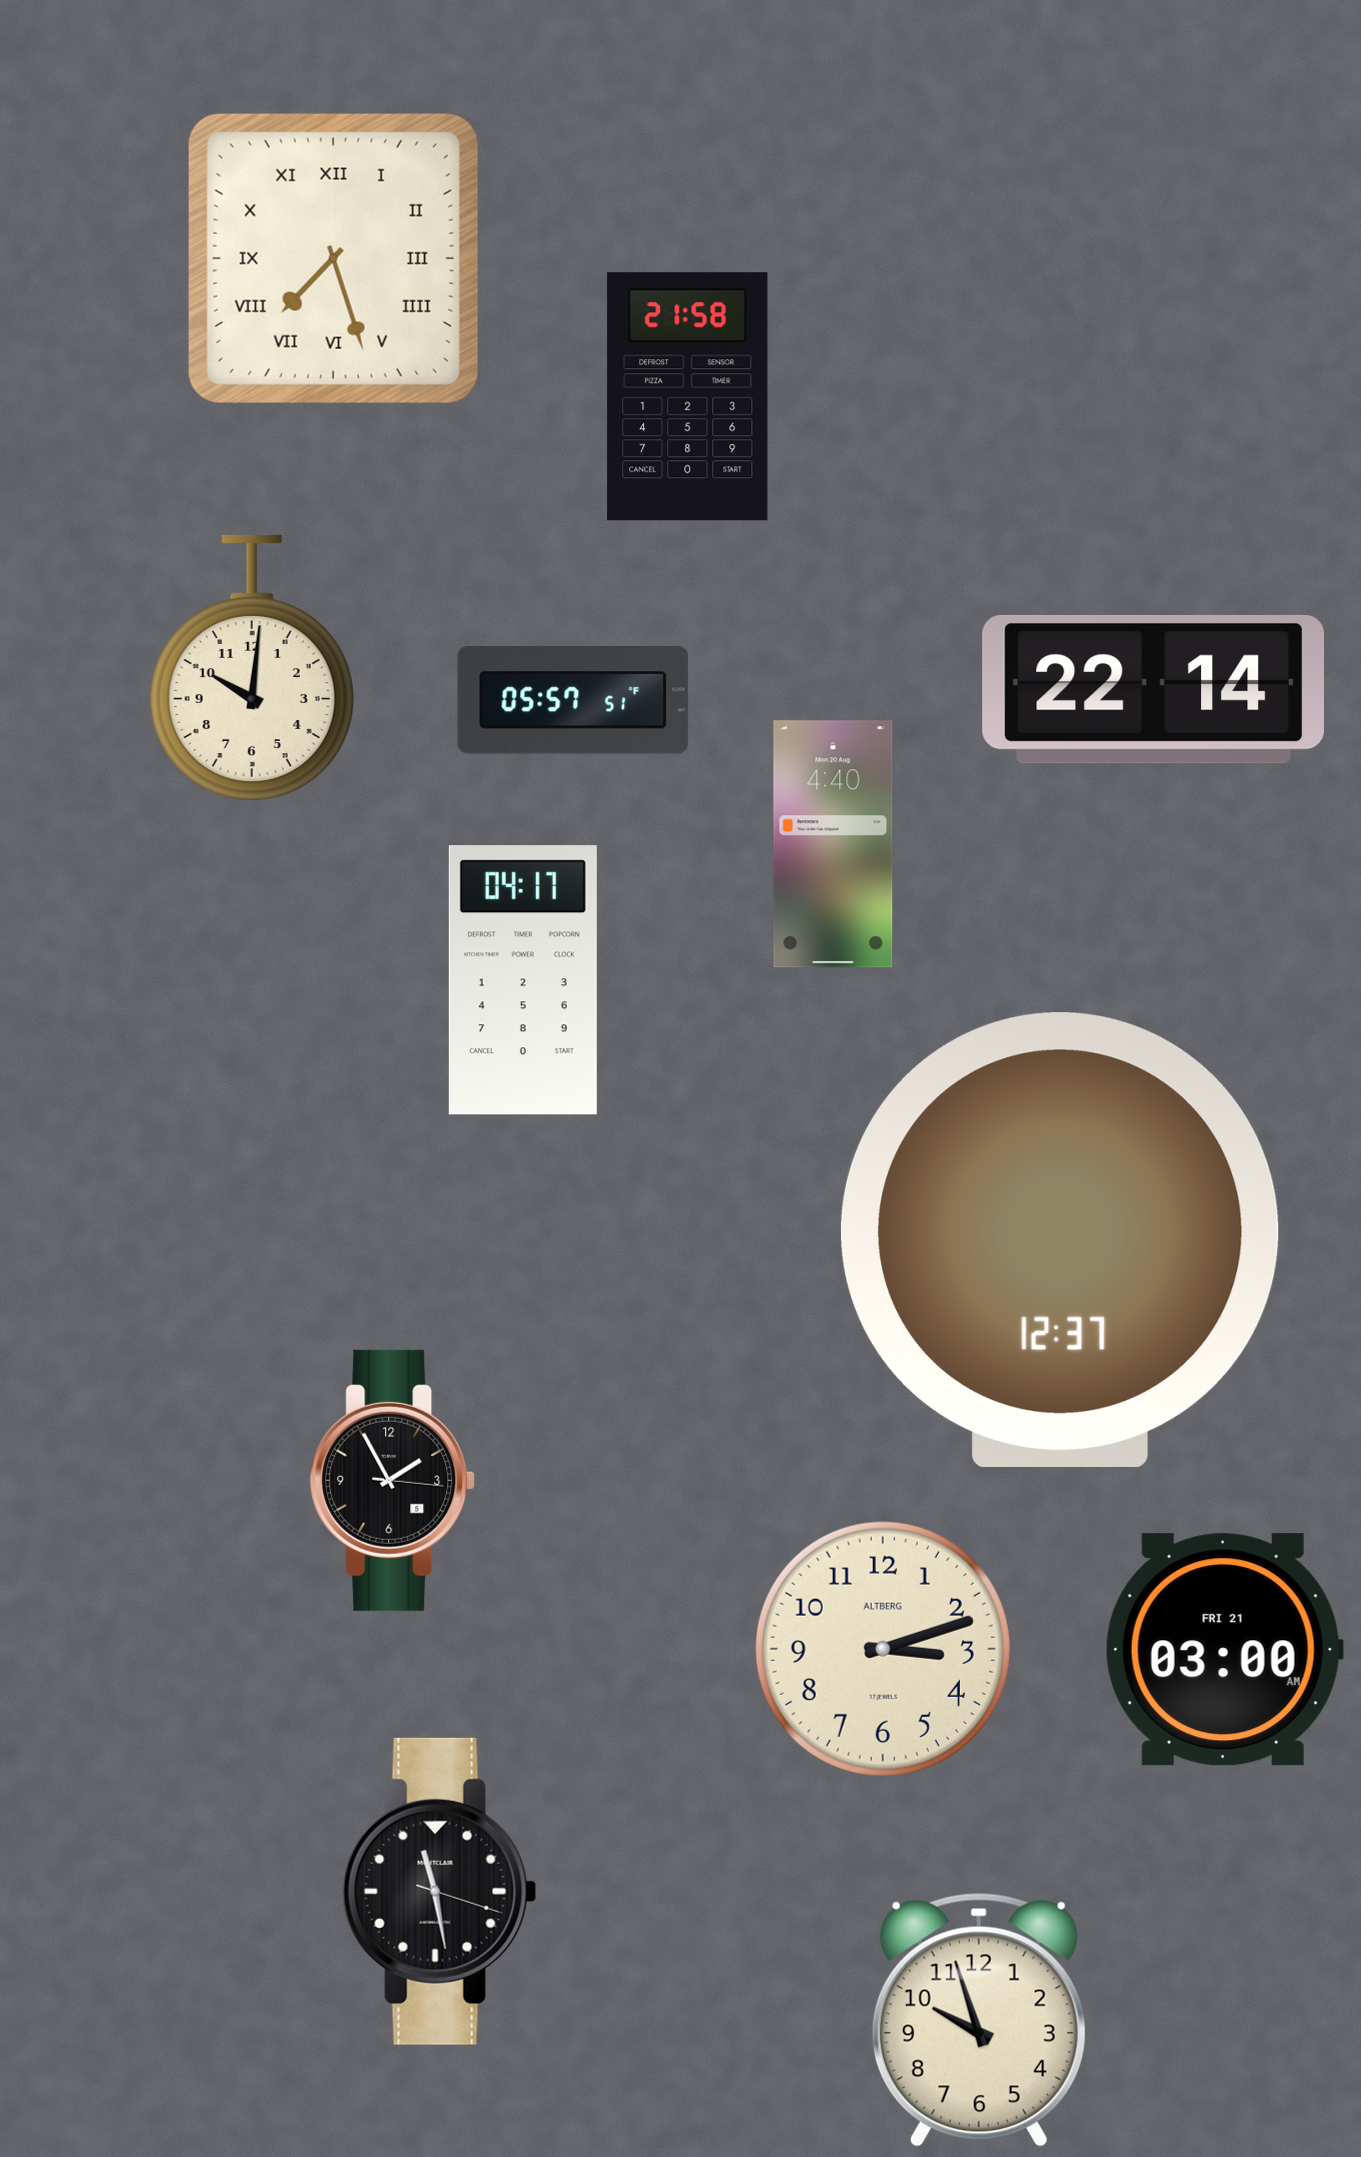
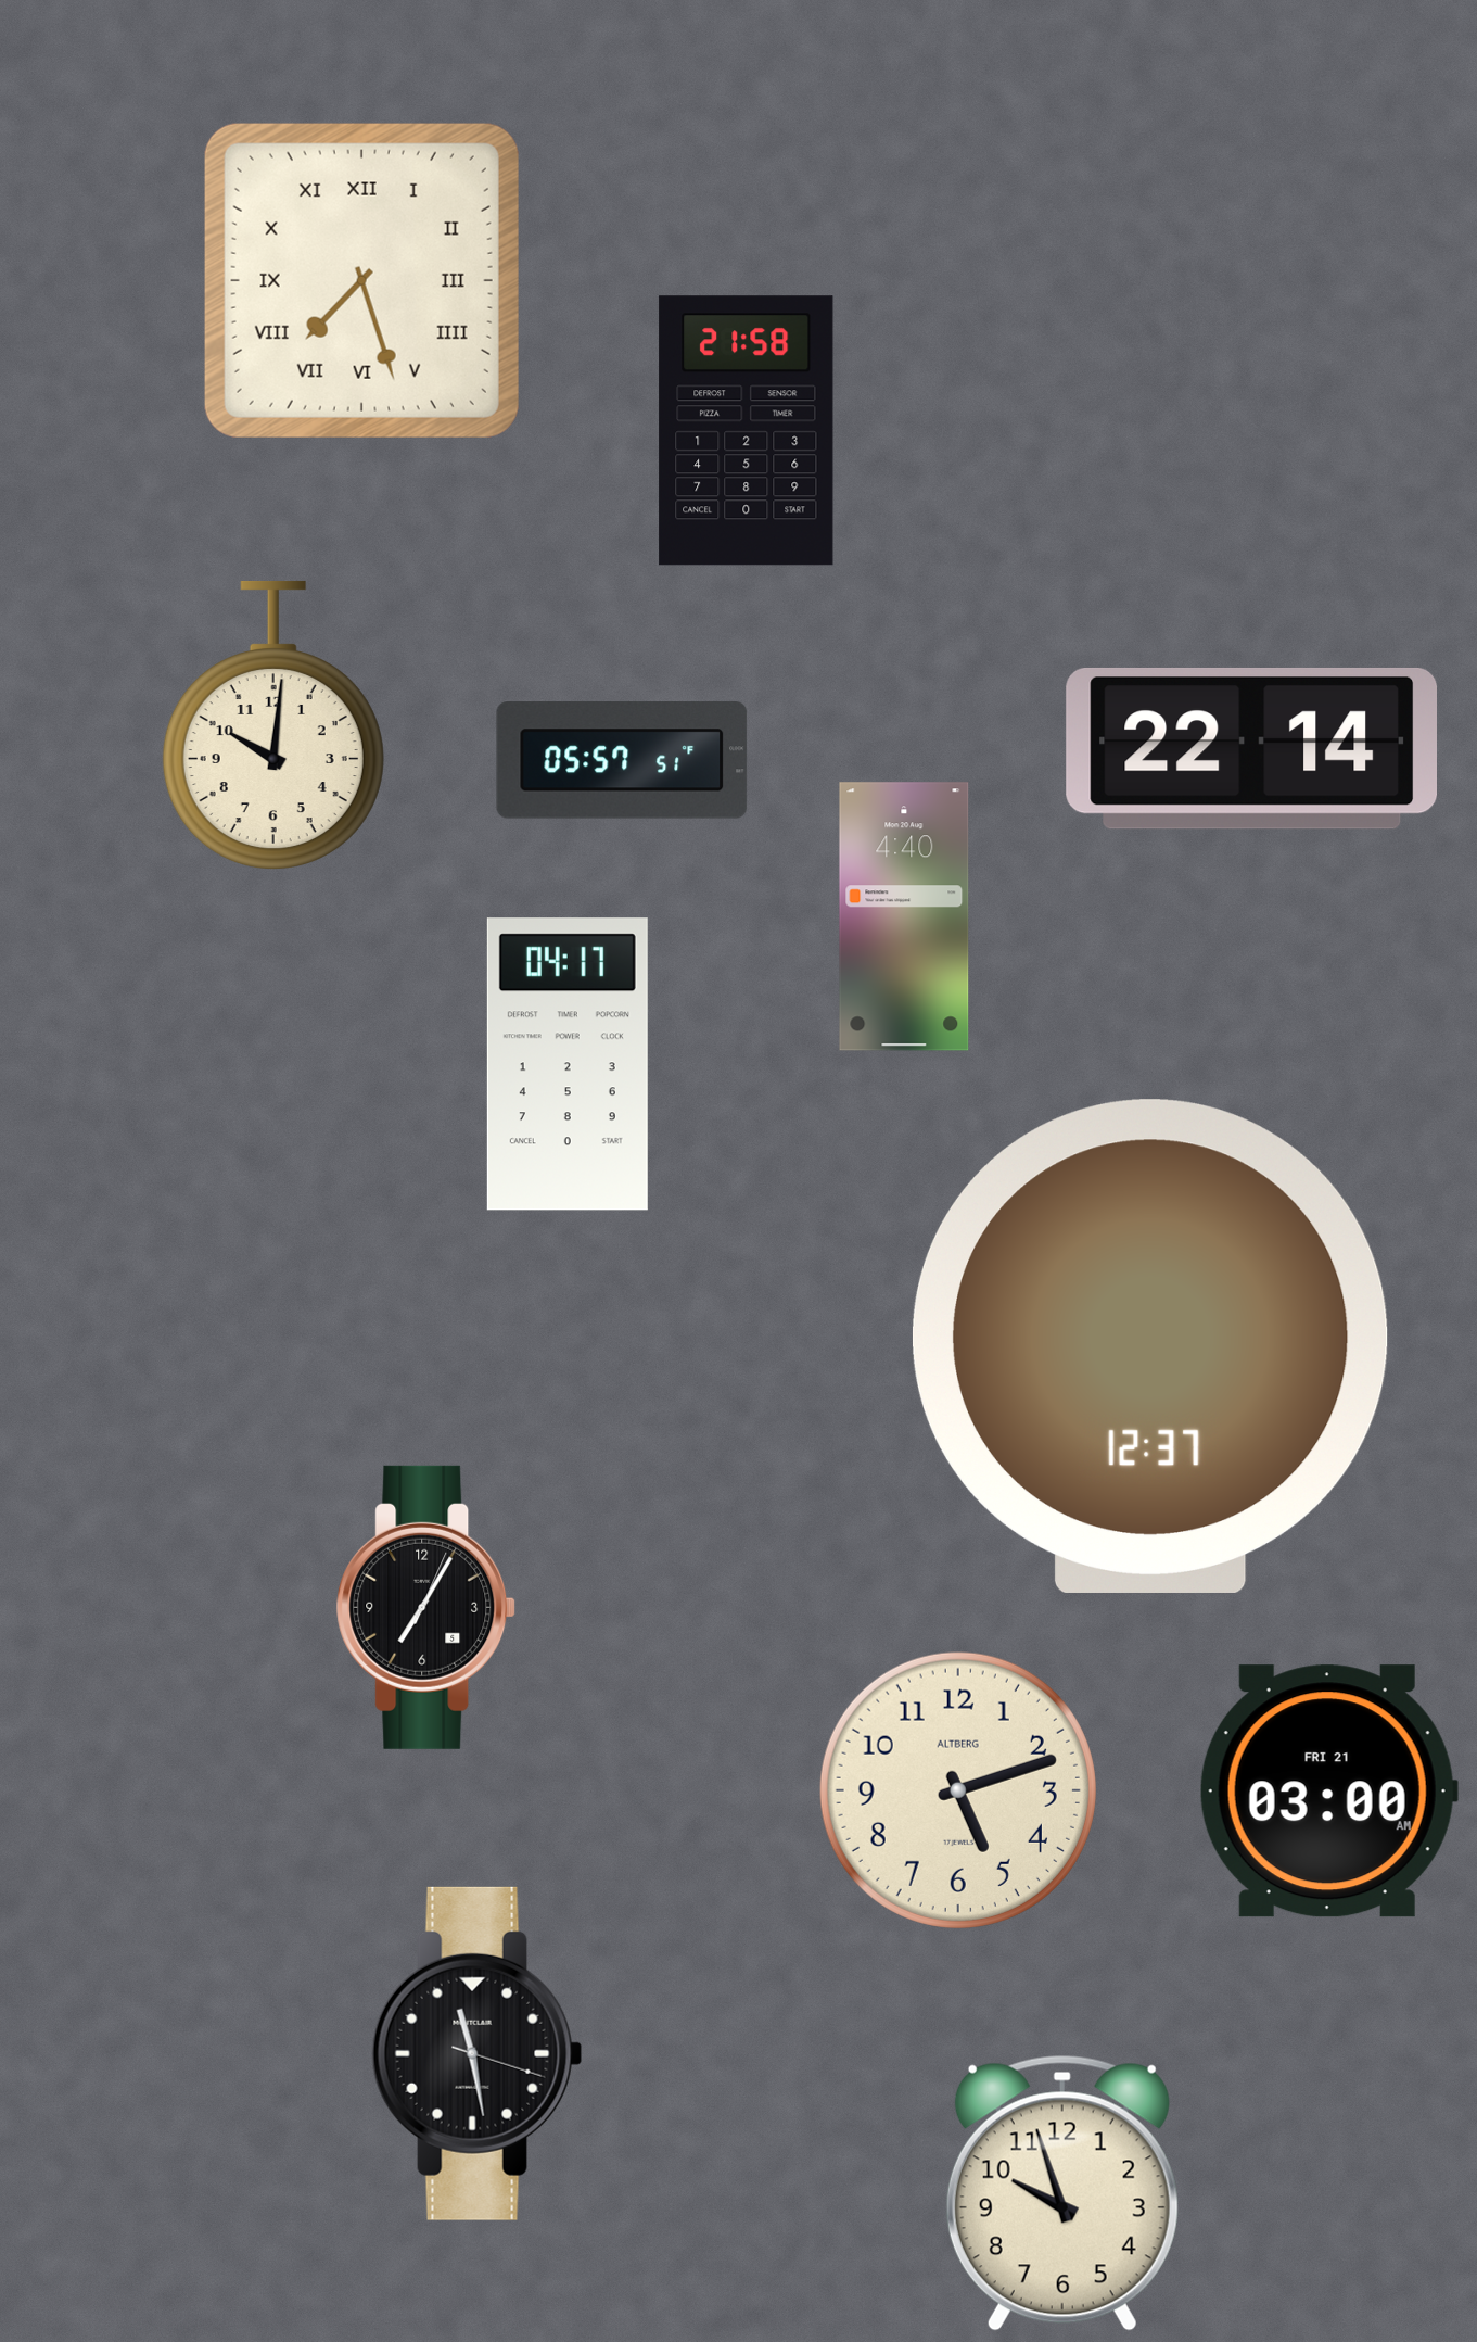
clock at (393, 1480): 1:55 -> 7:05
clock at (883, 1649): 3:12 -> 5:12
